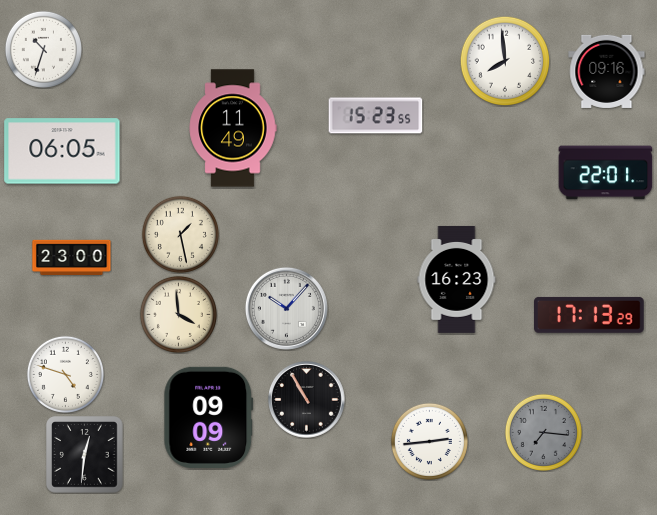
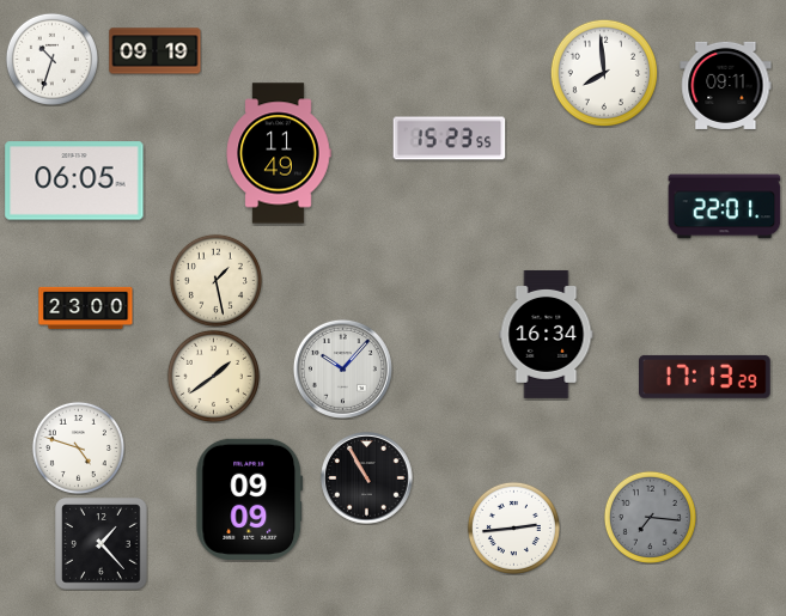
clock at (156, 51): none -> 09:19
clock at (607, 71): 09:16 -> 09:11
clock at (457, 279): 16:23 -> 16:34
clock at (178, 314): 3:59 -> 1:39
clock at (85, 455): 12:31 -> 1:23
